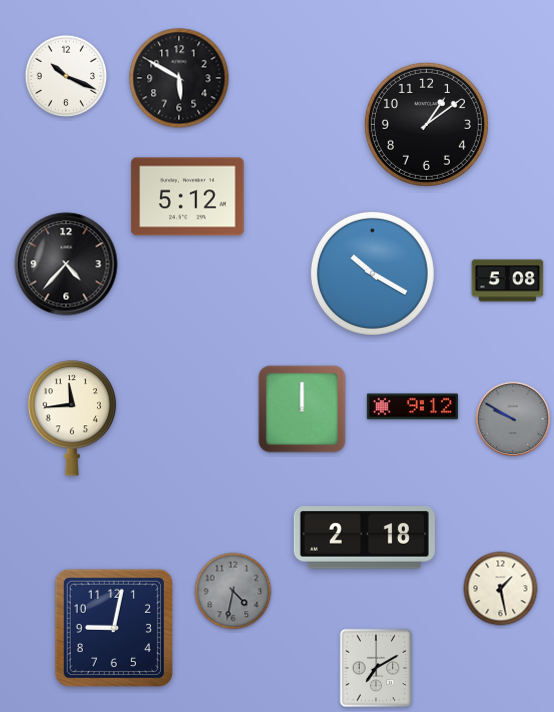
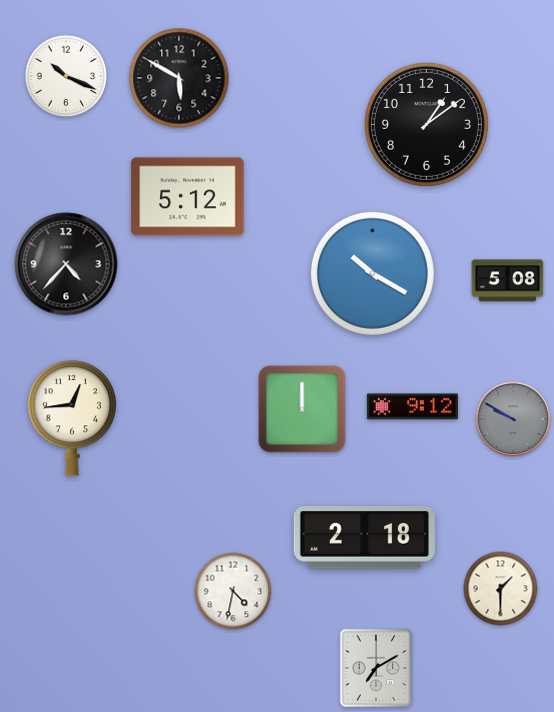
clock at (72, 418): 11:44 -> 12:44
clock at (501, 589): 1:28 -> 1:30
clock at (233, 591) dial: grey -> white
clock at (113, 627): 9:02 -> none
